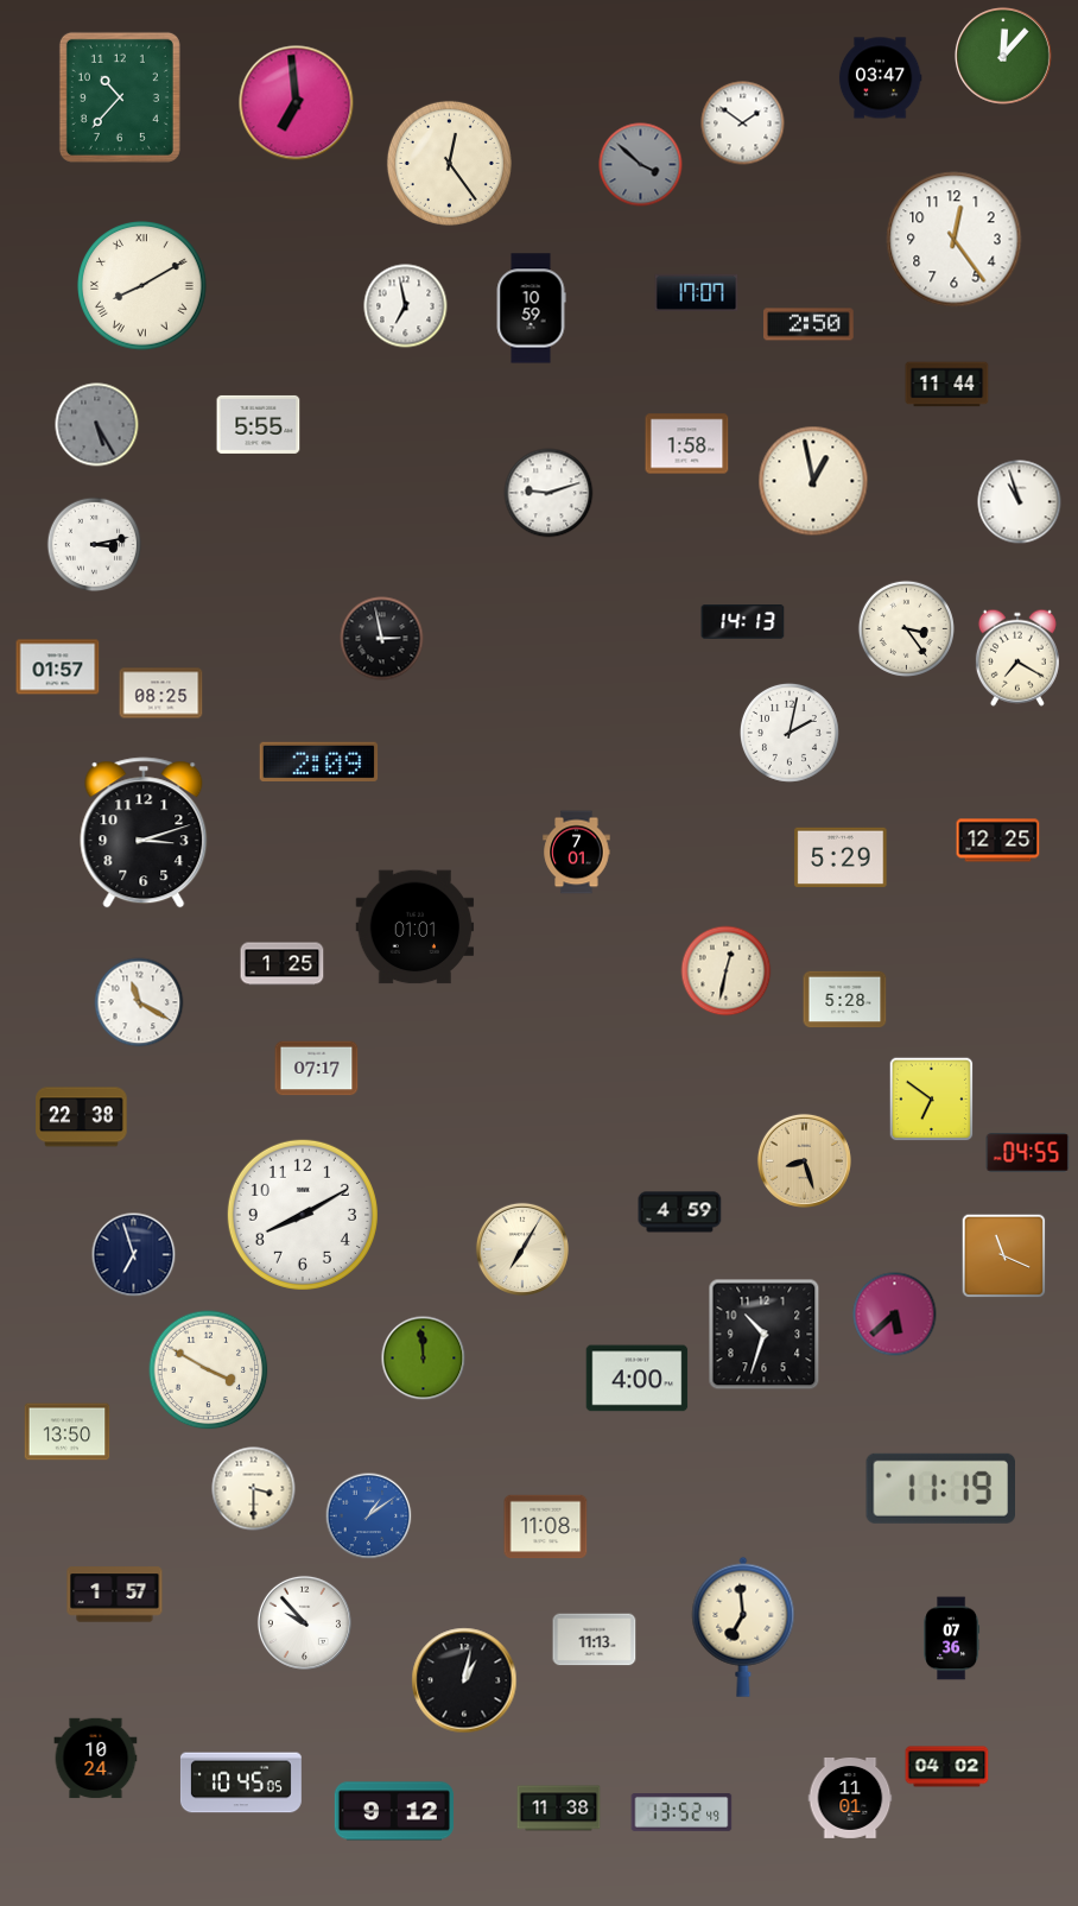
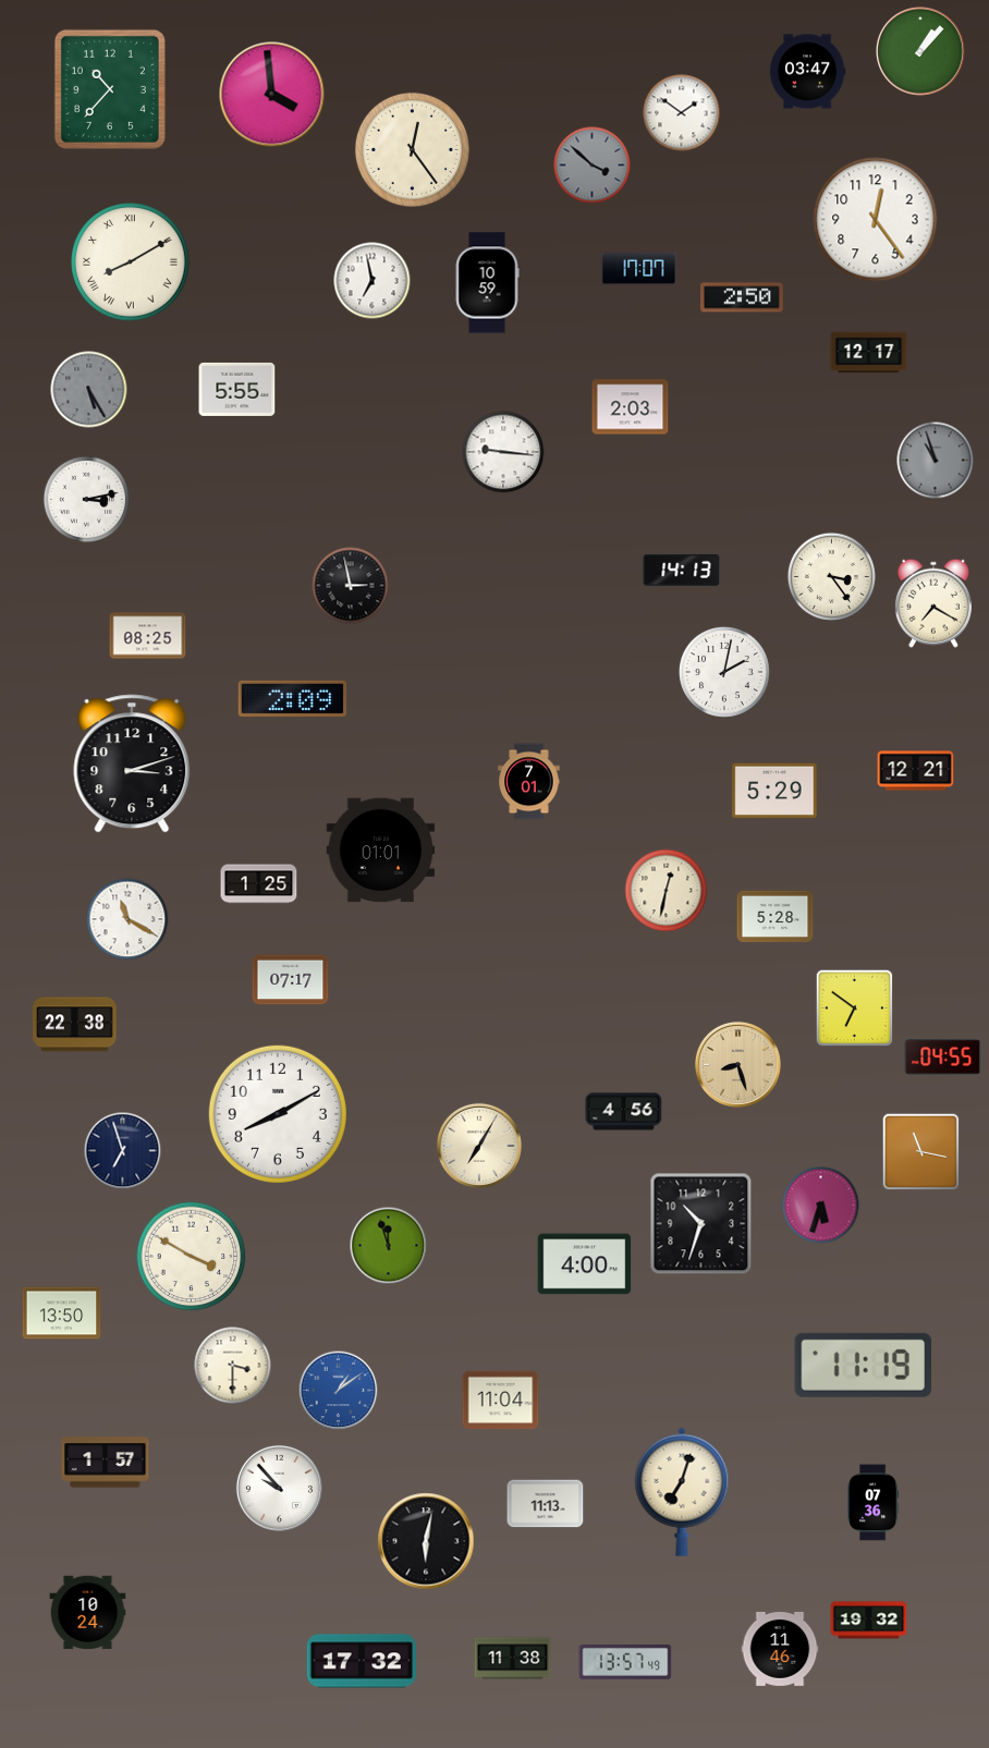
clock at (1003, 56): 12:07 -> 1:07
clock at (297, 103): 6:59 -> 3:59
clock at (641, 165) position: (641, 165) -> (593, 166)
clock at (947, 385): 11:44 -> 12:17
clock at (687, 444): 1:58 -> 2:03
clock at (813, 481): 12:58 -> none
clock at (548, 493): 9:12 -> 9:16
clock at (1020, 502) dial: white -> grey
clock at (58, 667): 01:57 -> none
clock at (998, 841): 12:25 -> 12:21
clock at (841, 857) position: (841, 857) -> (774, 791)
clock at (680, 1212): 4:59 -> 4:56
clock at (1004, 1256): 11:19 -> 11:17
clock at (895, 1315): 5:38 -> 5:33
clock at (424, 1359): 11:59 -> 11:57
clock at (546, 1527): 11:08 -> 11:04
clock at (743, 1627): 6:59 -> 7:03
clock at (464, 1680): 1:02 -> 6:02
clock at (947, 1767): 04:02 -> 19:32
clock at (241, 1782): 10:45 -> none
clock at (850, 1798): 11:01 -> 11:46
clock at (394, 1811): 9:12 -> 17:32
clock at (681, 1813): 13:52 -> 13:57
